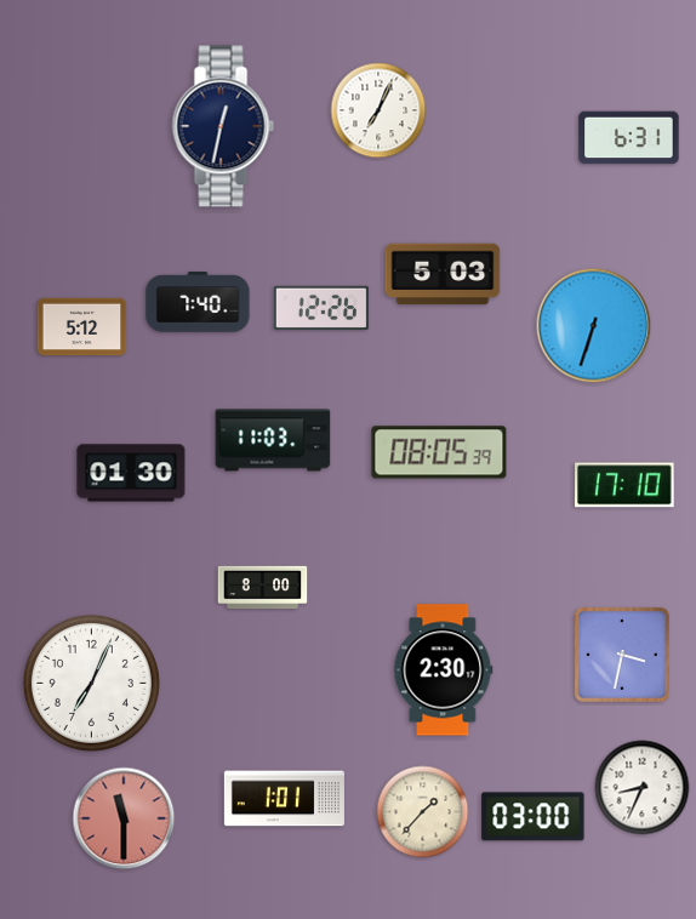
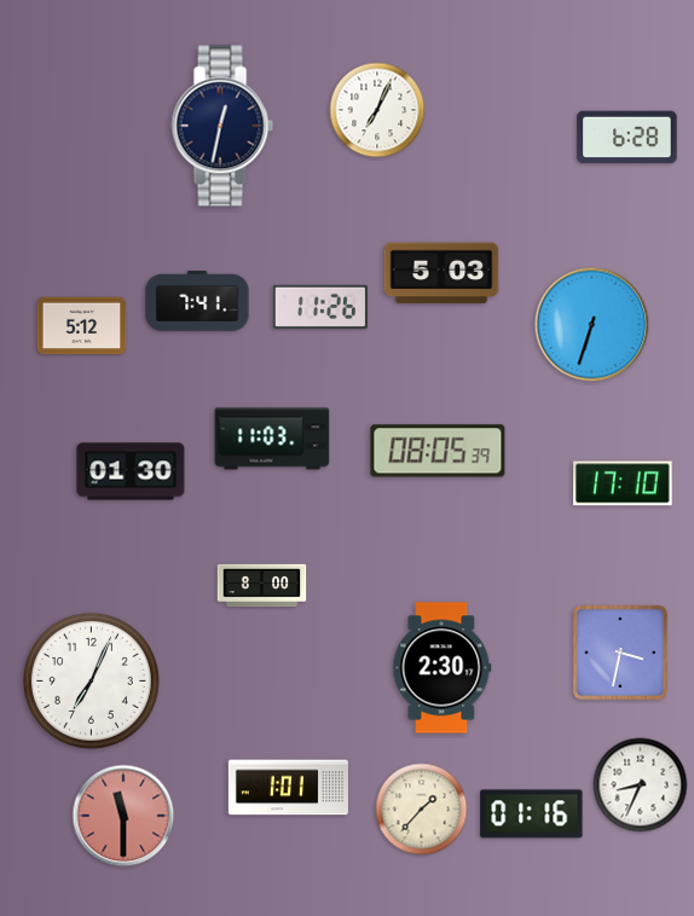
clock at (629, 138): 6:31 -> 6:28
clock at (198, 302): 7:40 -> 7:41
clock at (321, 308): 12:26 -> 11:26
clock at (284, 799) position: (284, 799) -> (288, 788)
clock at (534, 817): 03:00 -> 01:16
